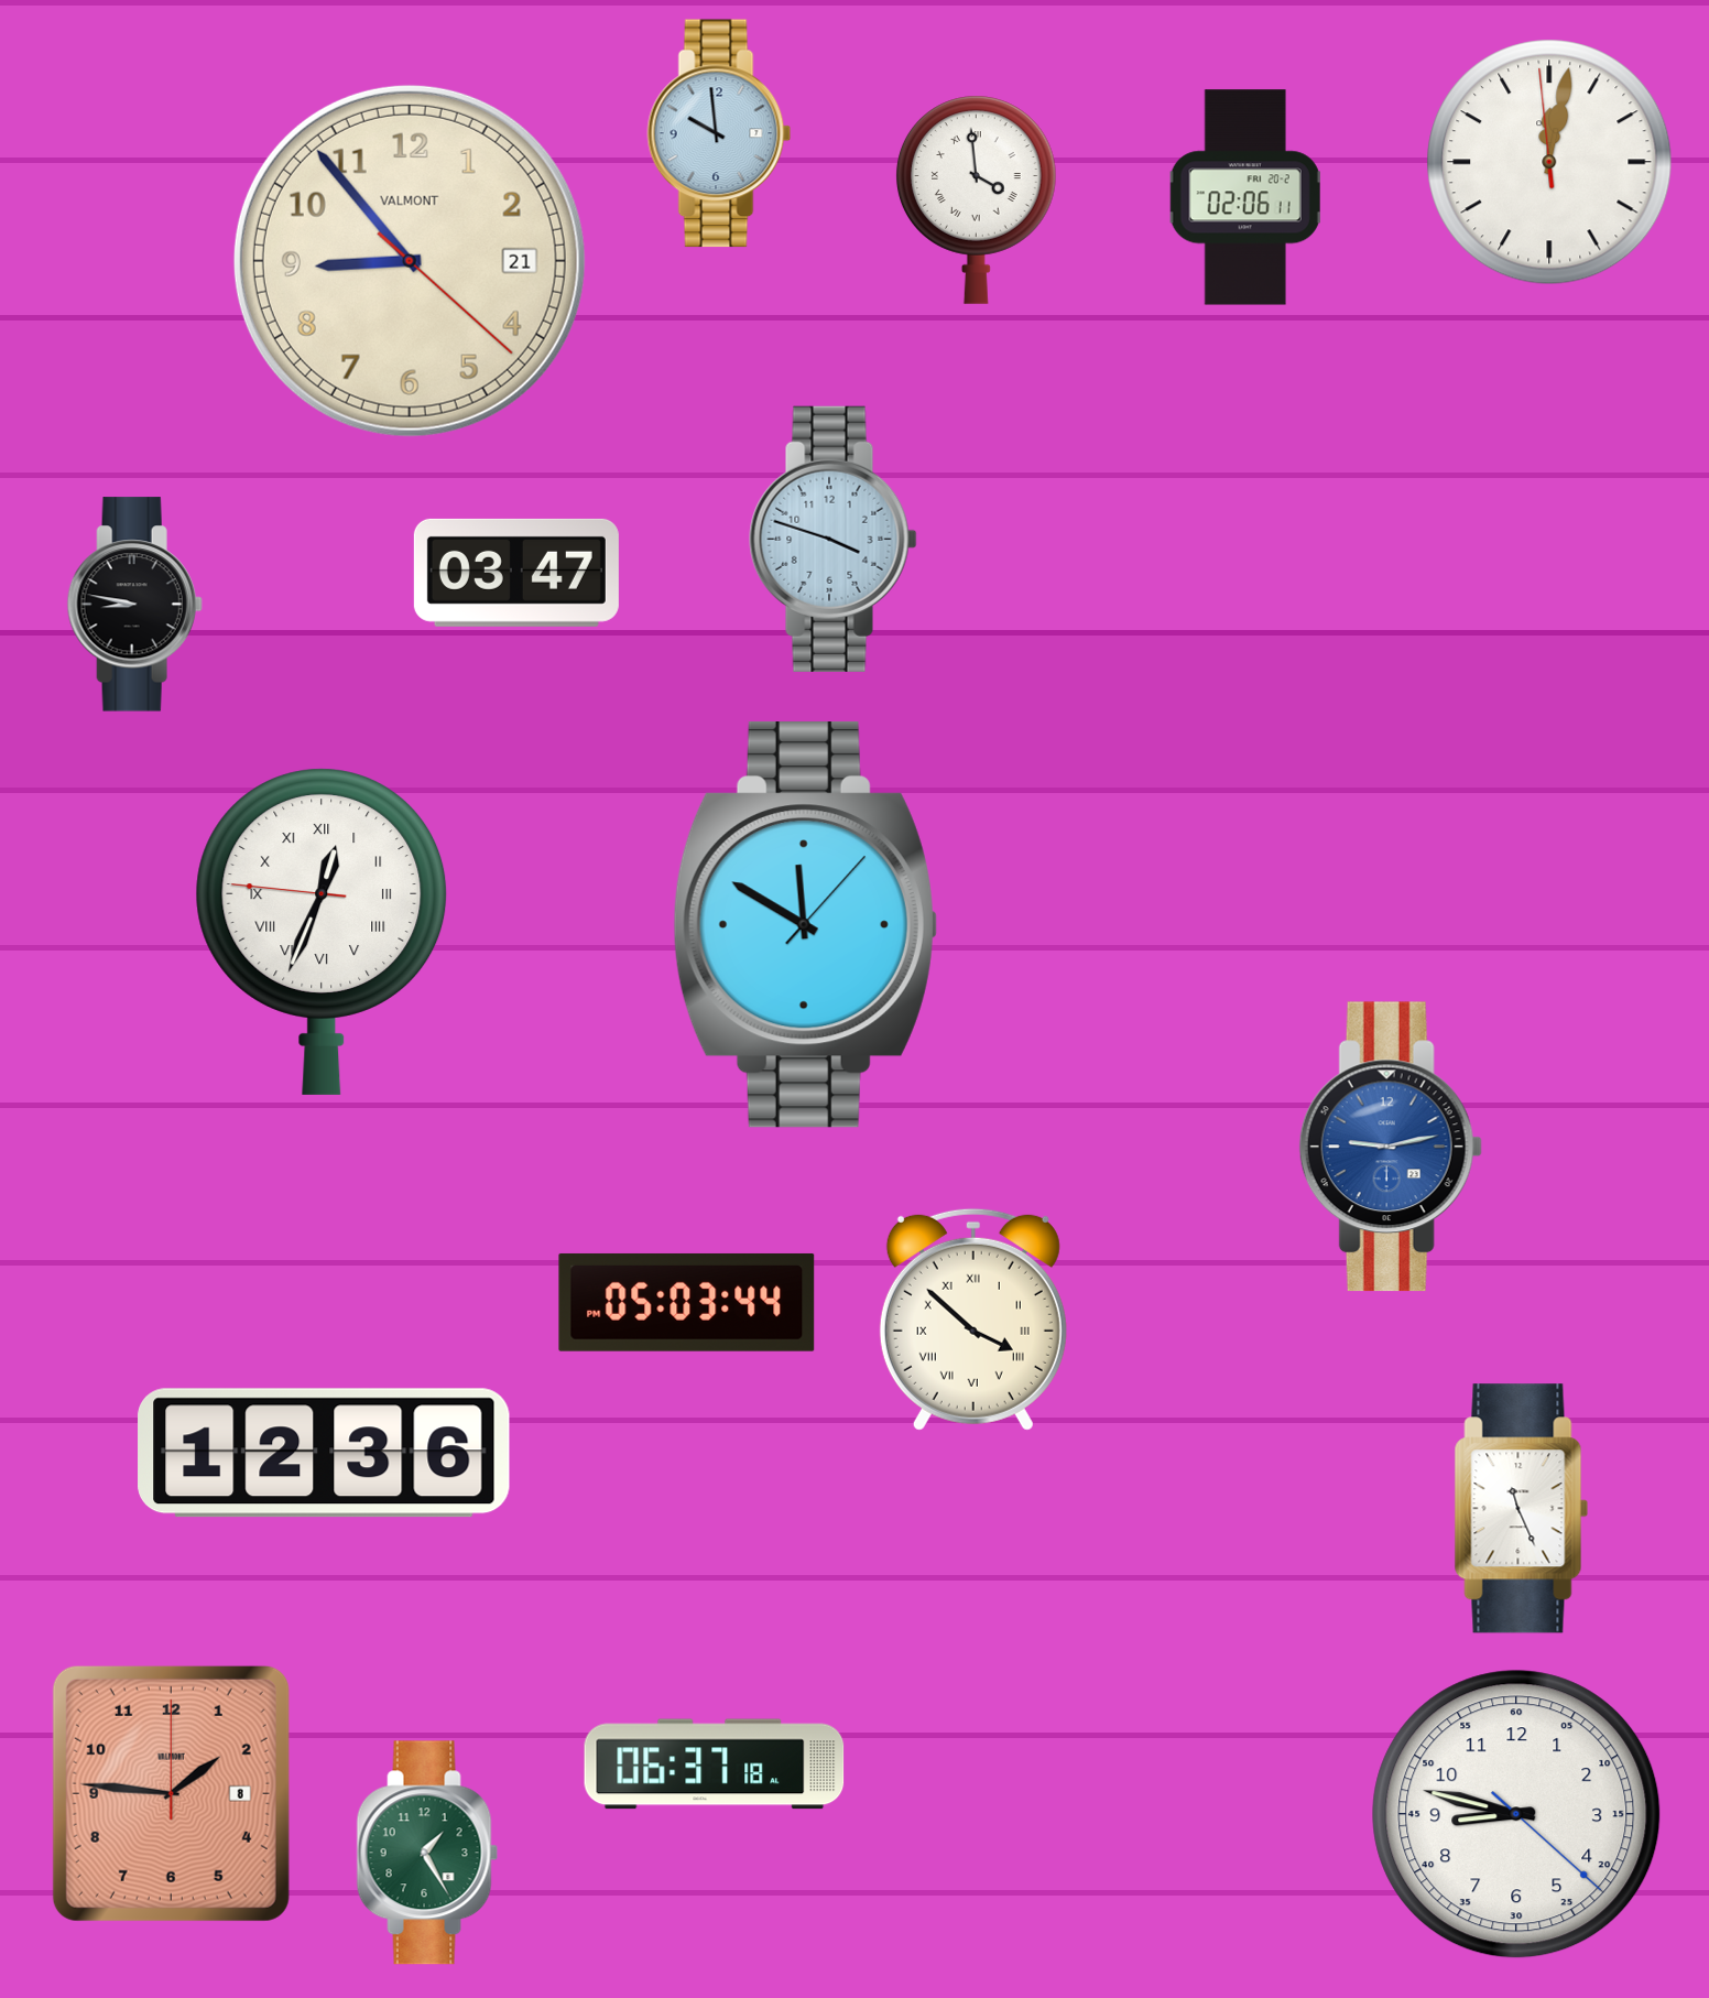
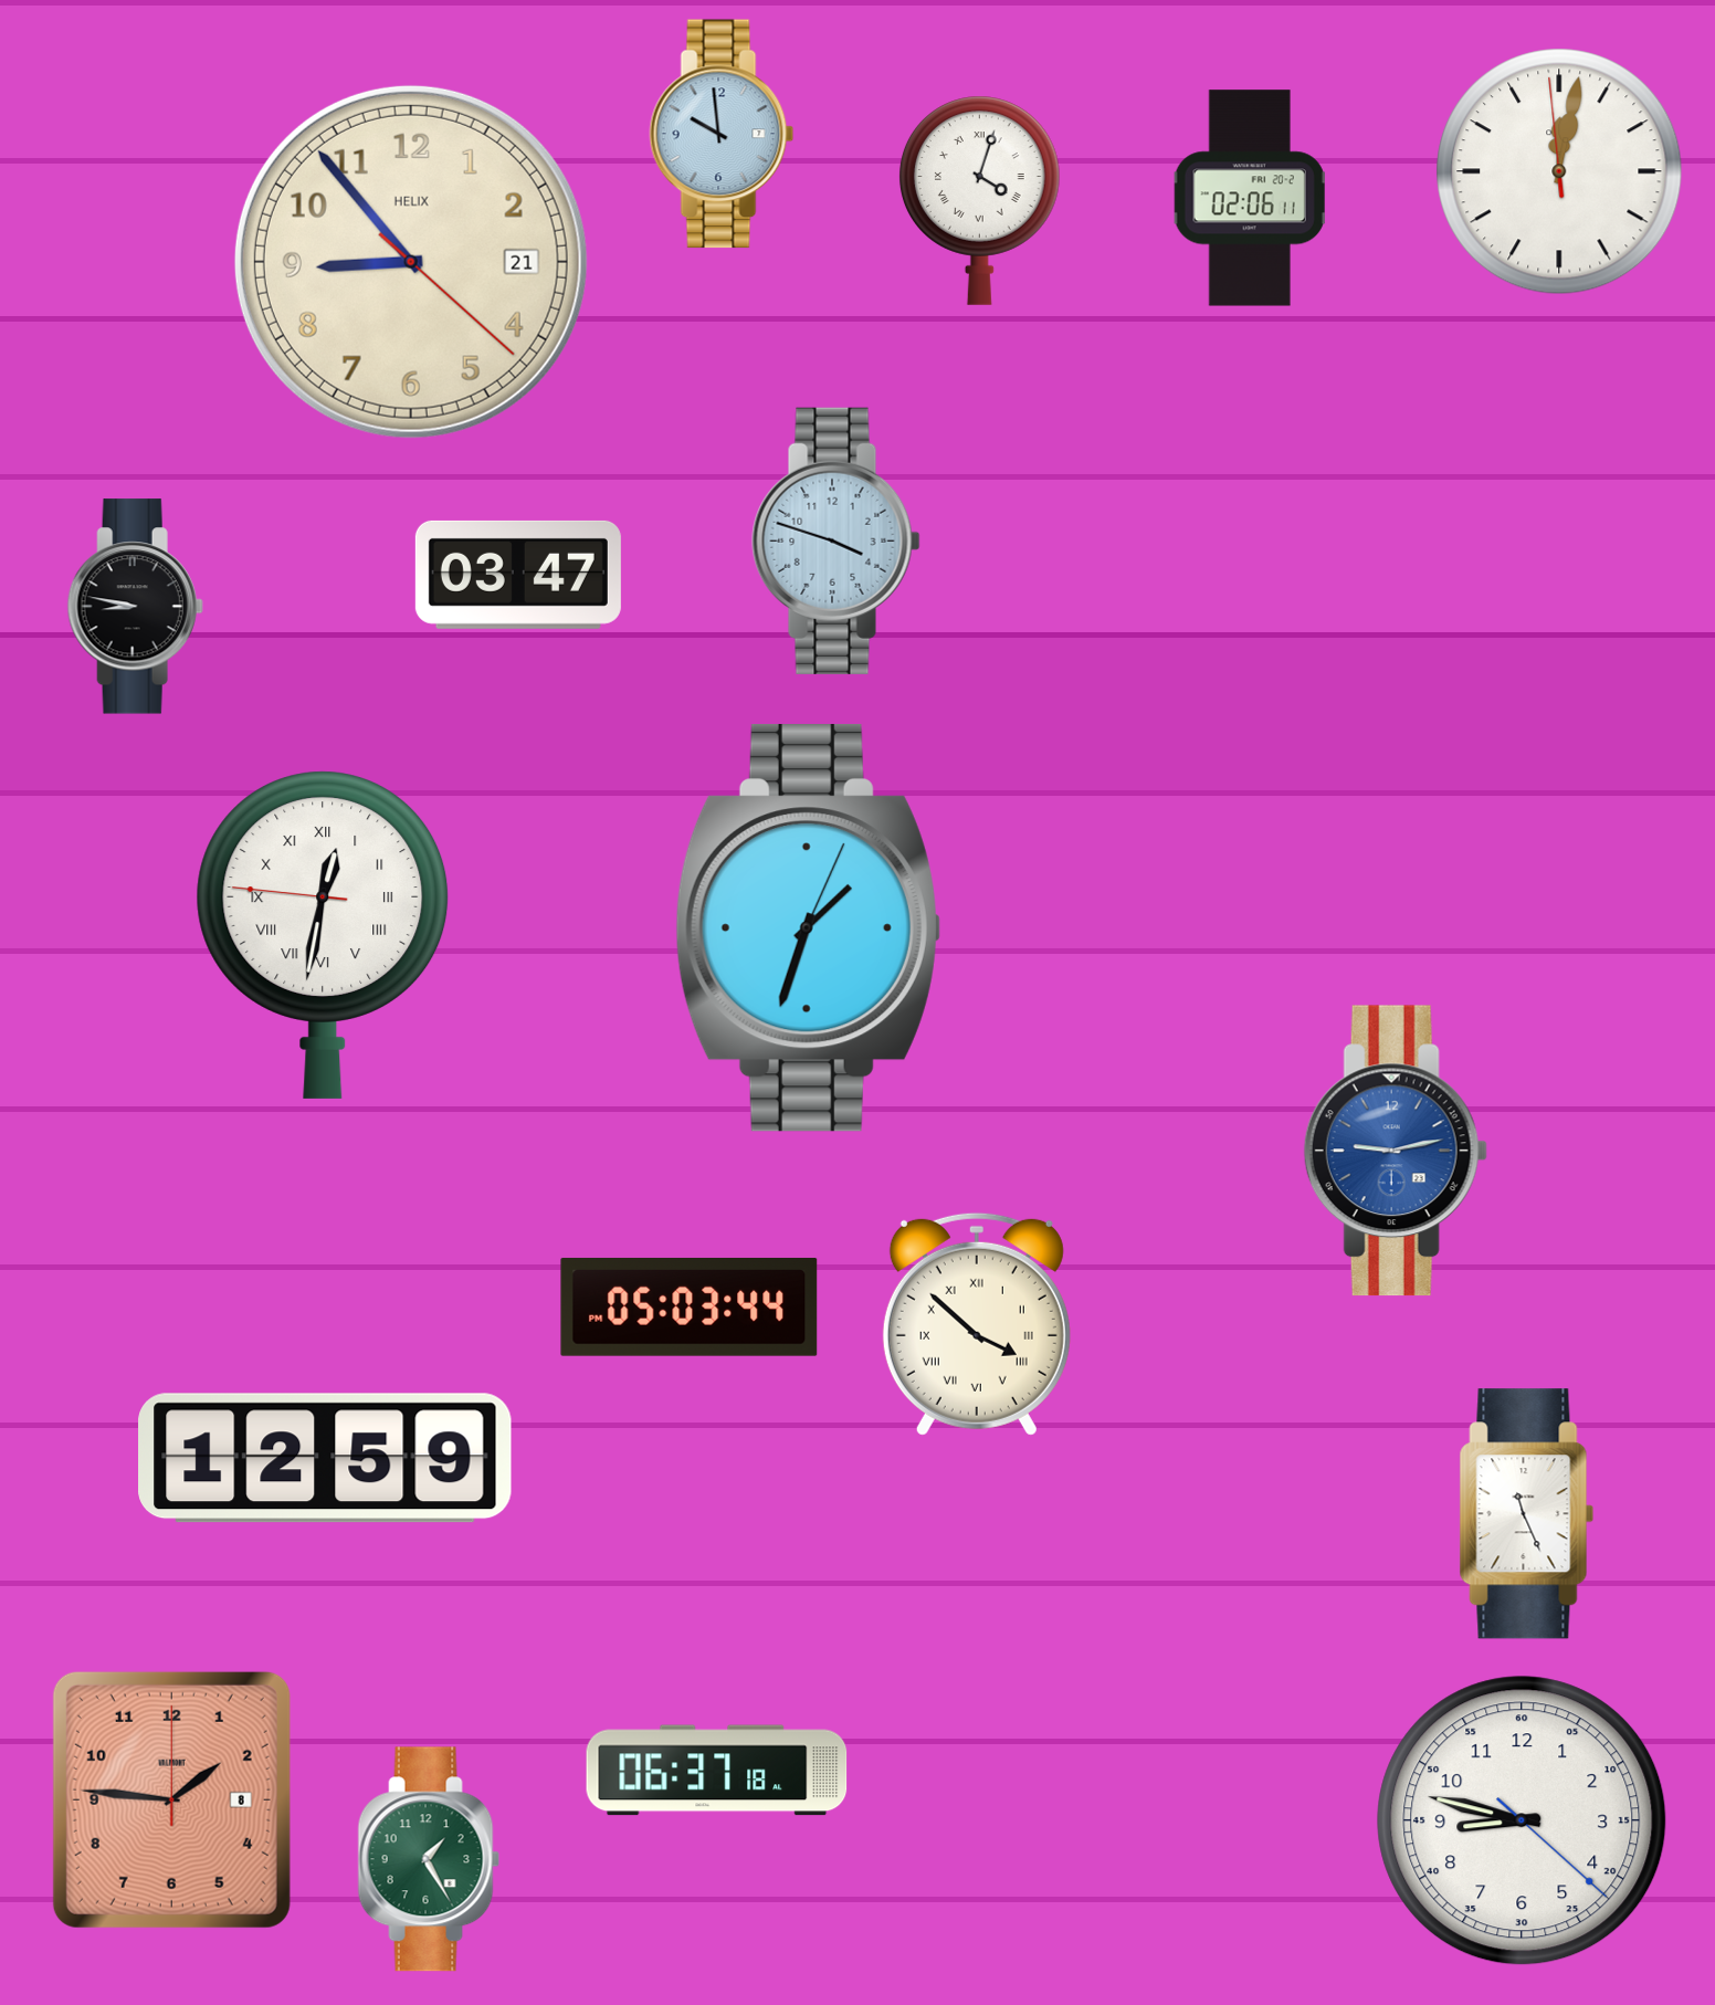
clock at (1549, 162) position: (1549, 162) -> (1559, 171)
clock at (976, 199): 3:59 -> 4:03
clock at (410, 261) brand: VALMONT -> HELIX
clock at (805, 925): 11:50 -> 1:33
clock at (322, 932): 12:33 -> 12:31
clock at (324, 1453): 12:36 -> 12:59
